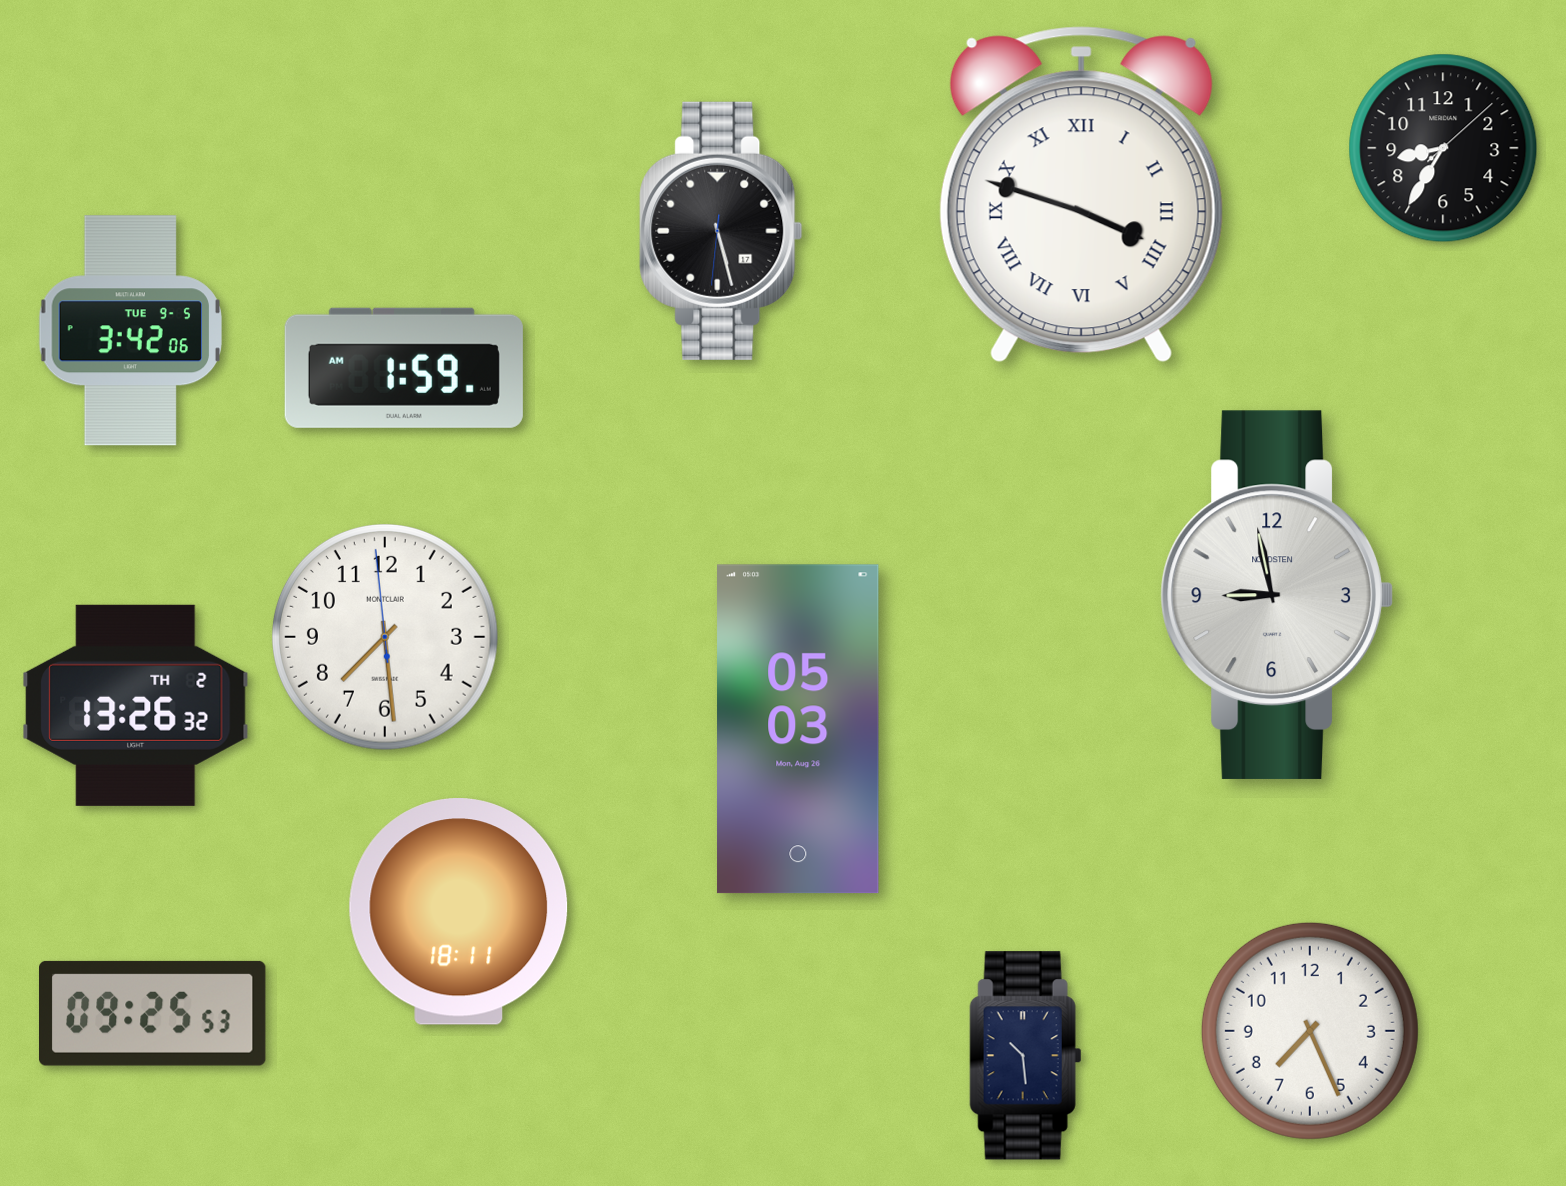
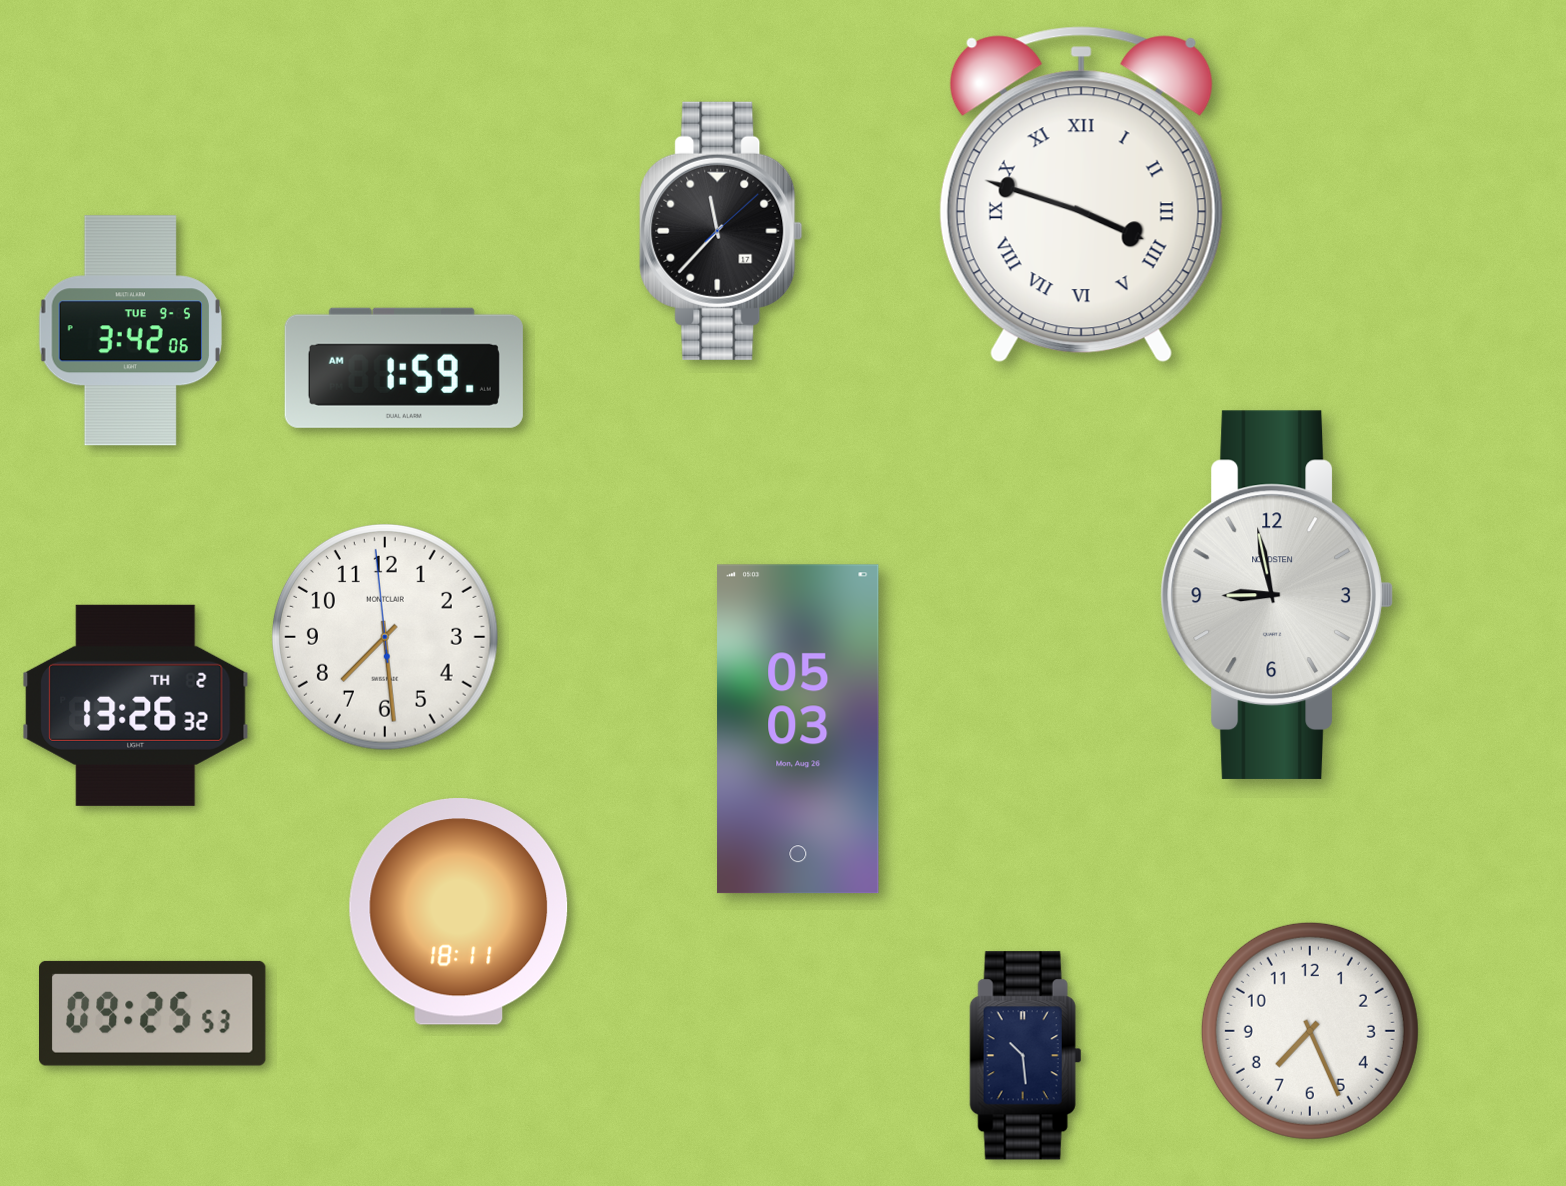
clock at (1443, 148): 8:35 -> none
clock at (721, 231): 5:27 -> 11:37
